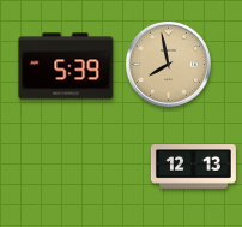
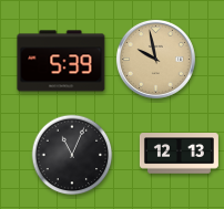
clock at (168, 64): 7:58 -> 9:58
clock at (72, 155): none -> 11:04
